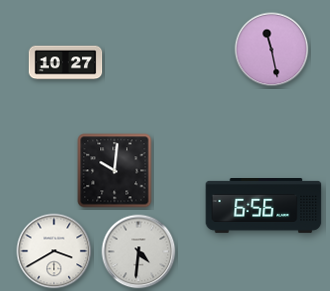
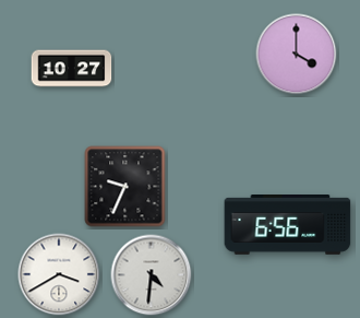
clock at (272, 50): 11:28 -> 4:00
clock at (115, 171): 10:01 -> 9:34
